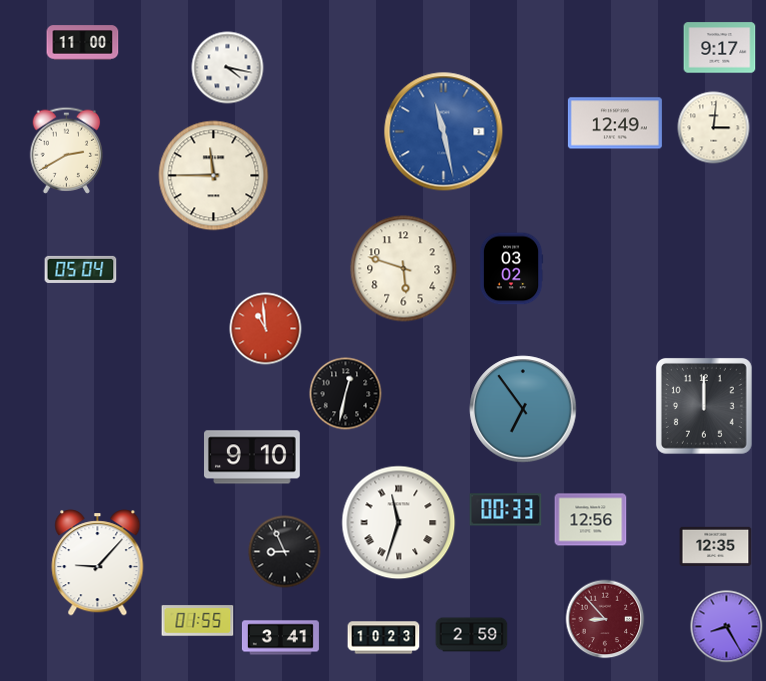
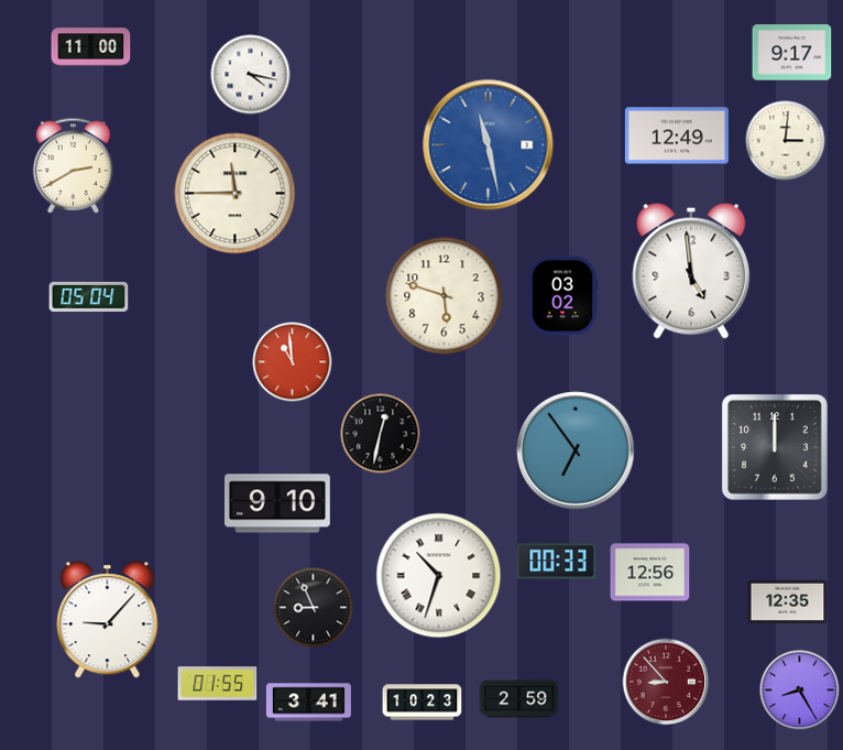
clock at (691, 271): none -> 4:59
clock at (399, 523): 11:33 -> 10:33
